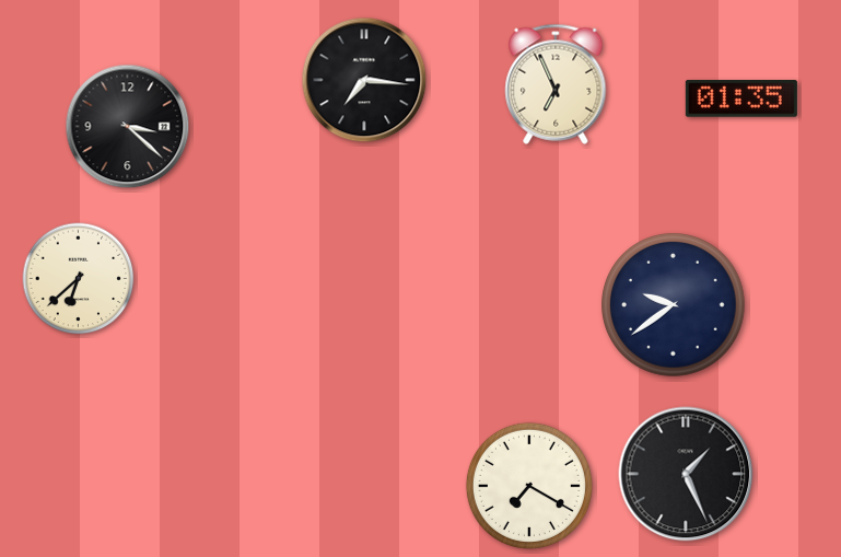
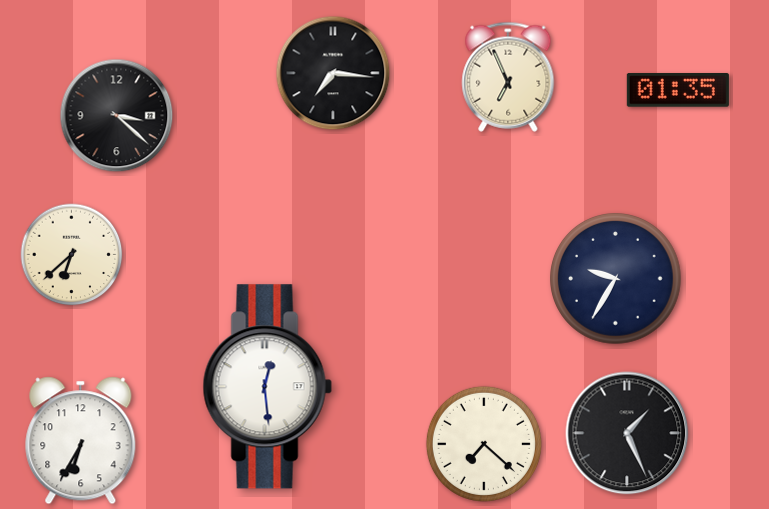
clock at (674, 305): 9:39 -> 9:35
clock at (267, 387): none -> 12:29
clock at (81, 441): none -> 6:35
clock at (529, 486): 7:20 -> 7:22
